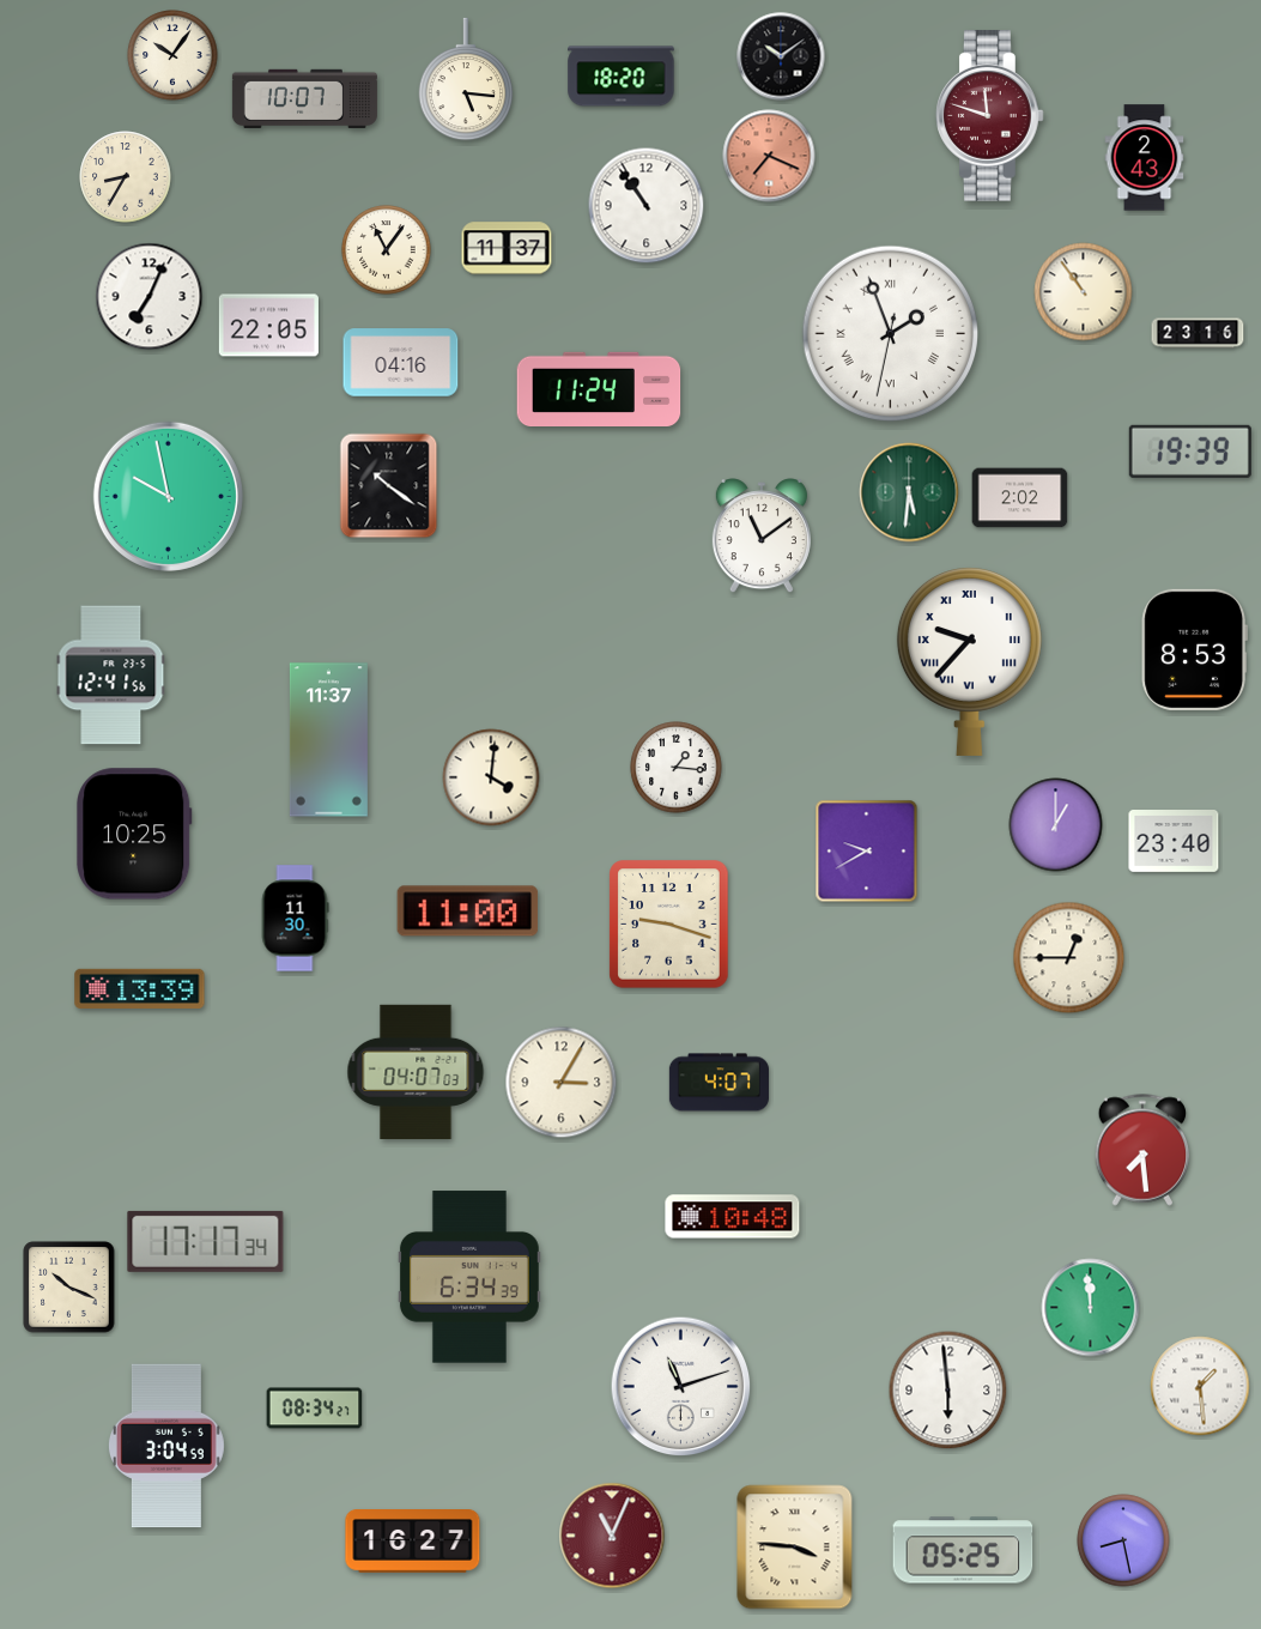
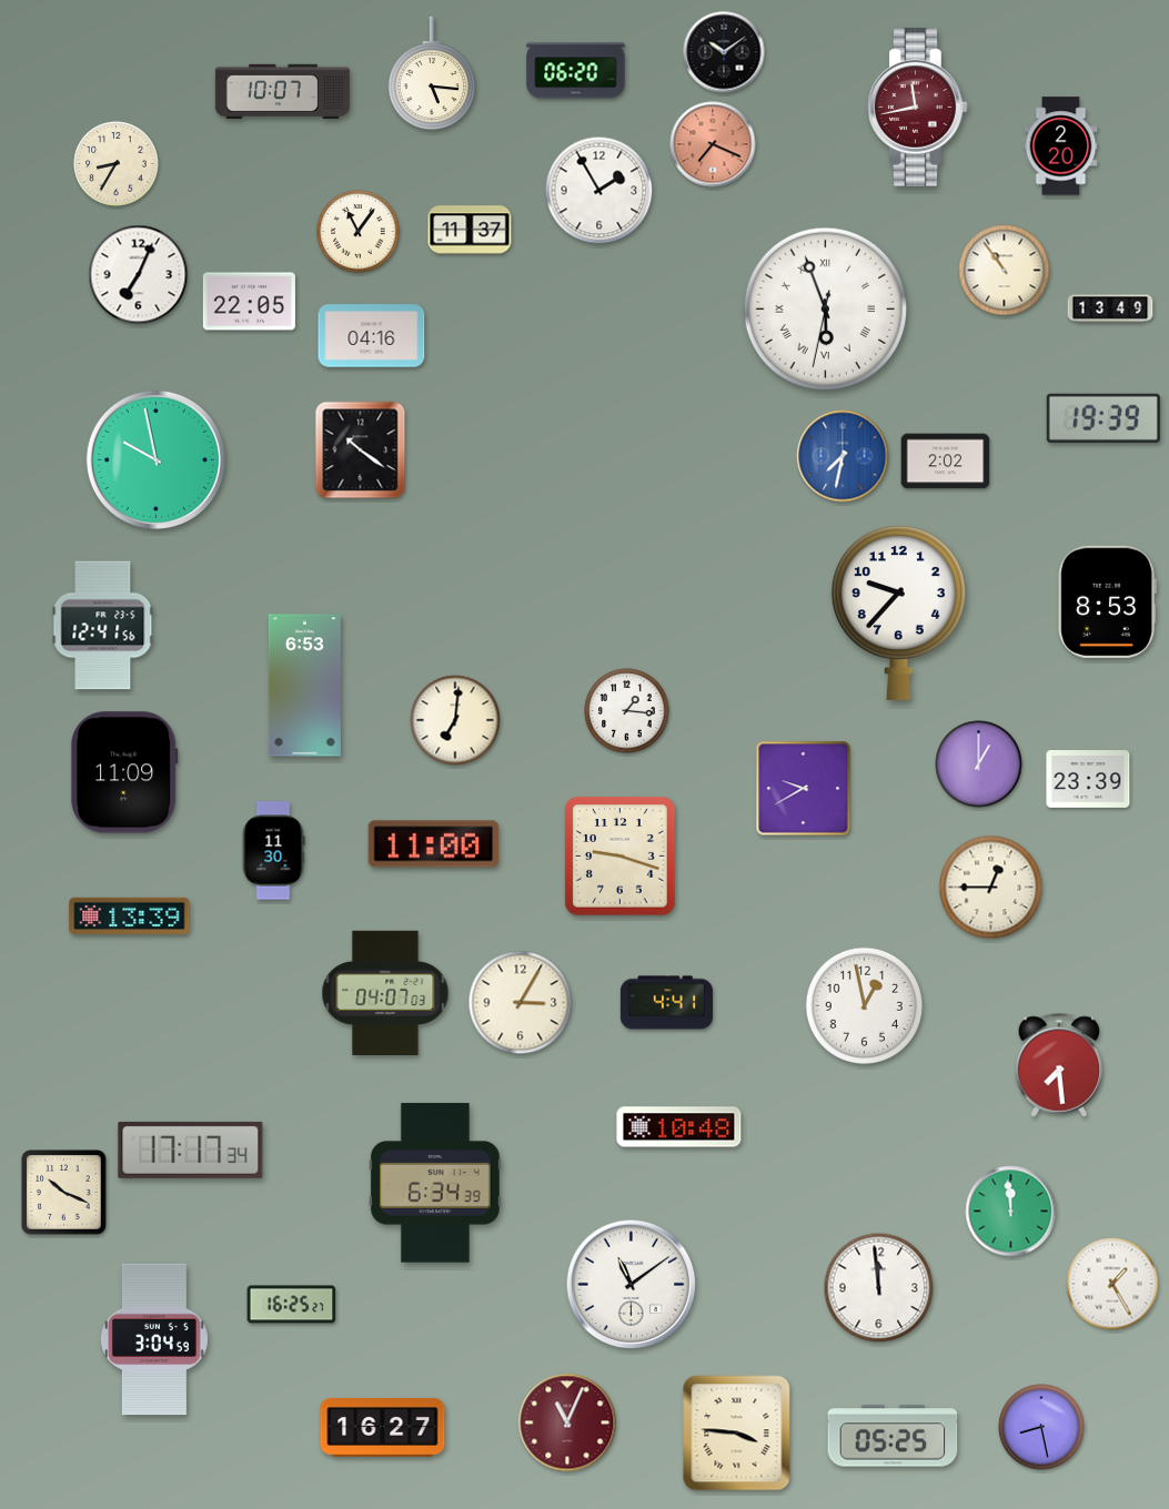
clock at (172, 55): 10:06 -> none
clock at (622, 77): 18:20 -> 06:20
clock at (990, 116): 11:48 -> 11:43
clock at (1145, 158): 2:43 -> 2:20
clock at (647, 206): 10:54 -> 1:55
clock at (1198, 333): 23:16 -> 13:49
clock at (891, 334): 1:56 -> 5:56
clock at (599, 388): 11:24 -> none
clock at (909, 492): 5:31 -> 7:32
clock at (909, 492) dial: green -> blue
clock at (762, 537): 11:09 -> none
clock at (969, 662) numerals: Roman -> Arabic
clock at (328, 740): 11:37 -> 6:53
clock at (491, 777): 4:01 -> 7:01
clock at (134, 834): 10:25 -> 11:09
clock at (1174, 842): 23:40 -> 23:39
clock at (719, 1083): 4:07 -> 4:41
clock at (865, 1006): none -> 12:58
clock at (1200, 1386): 1:29 -> 1:25
clock at (681, 1387): 11:12 -> 11:09
clock at (948, 1391): 5:59 -> 11:59
clock at (315, 1409): 08:34 -> 16:25
